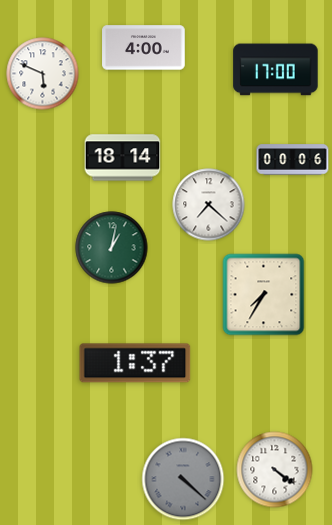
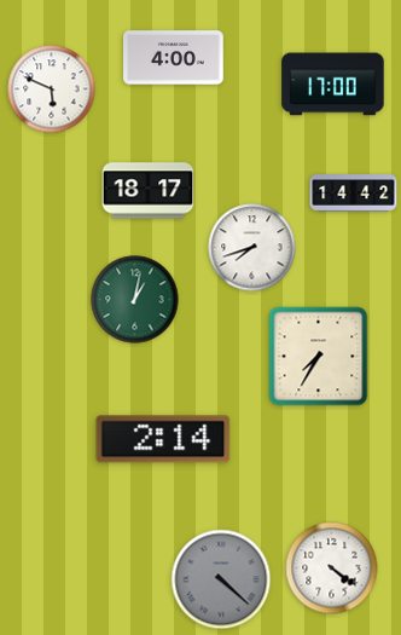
clock at (123, 158): 18:14 -> 18:17
clock at (293, 160): 00:06 -> 14:42
clock at (209, 205): 7:22 -> 7:42
clock at (135, 363): 1:37 -> 2:14
